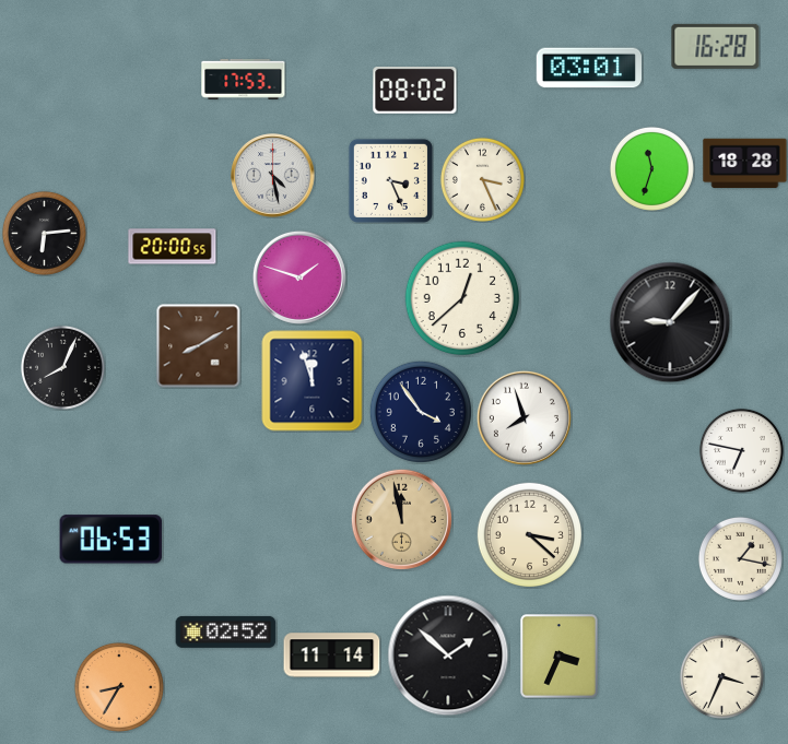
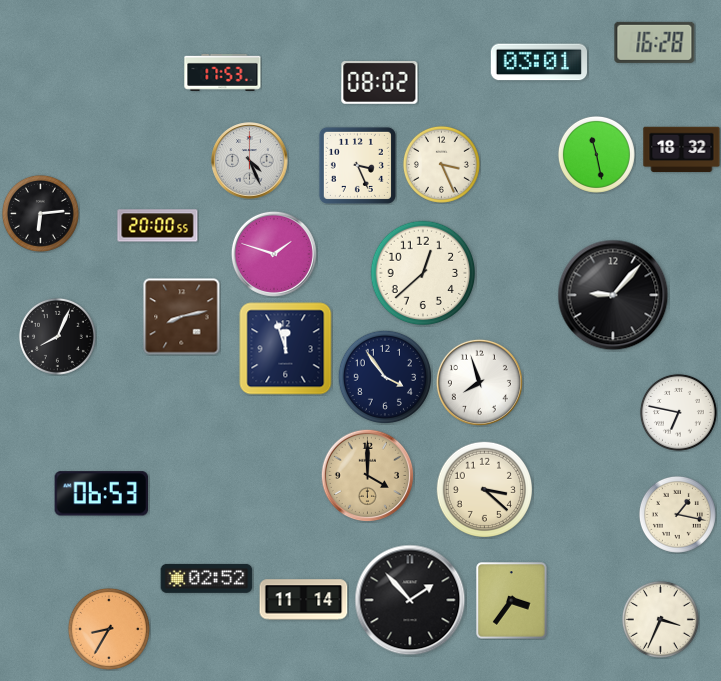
clock at (745, 164): 18:28 -> 18:32
clock at (651, 168): 11:33 -> 11:28
clock at (273, 176): 4:28 -> 4:26
clock at (199, 346): 8:10 -> 8:13
clock at (401, 519): 11:58 -> 4:00
clock at (740, 558) position: (740, 558) -> (677, 514)
clock at (448, 656): 1:52 -> 1:53
clock at (560, 657): 3:34 -> 3:36
